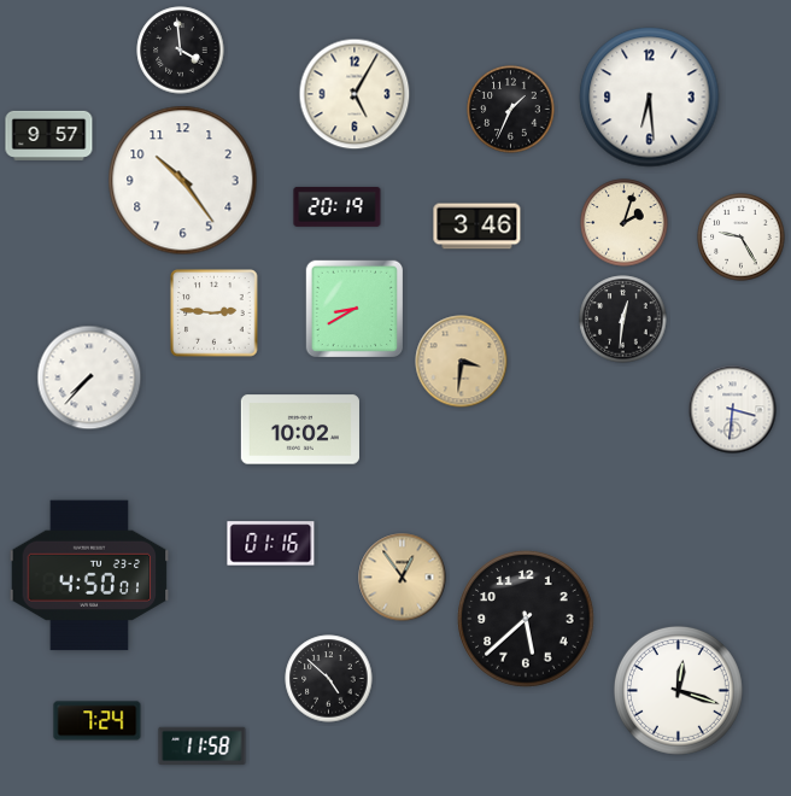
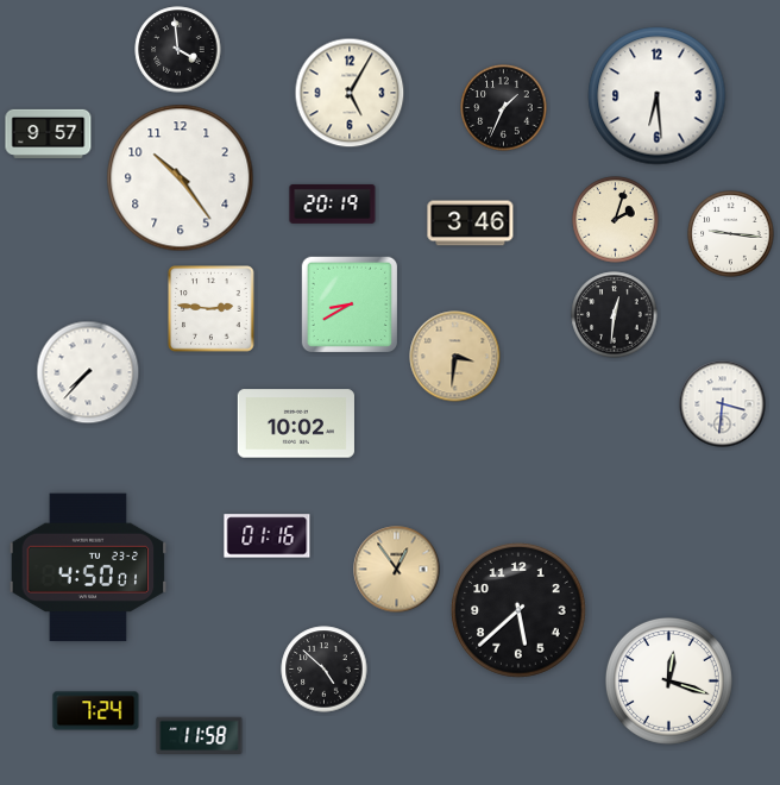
clock at (650, 98) position: (650, 98) -> (658, 96)
clock at (742, 238): 9:25 -> 9:16
